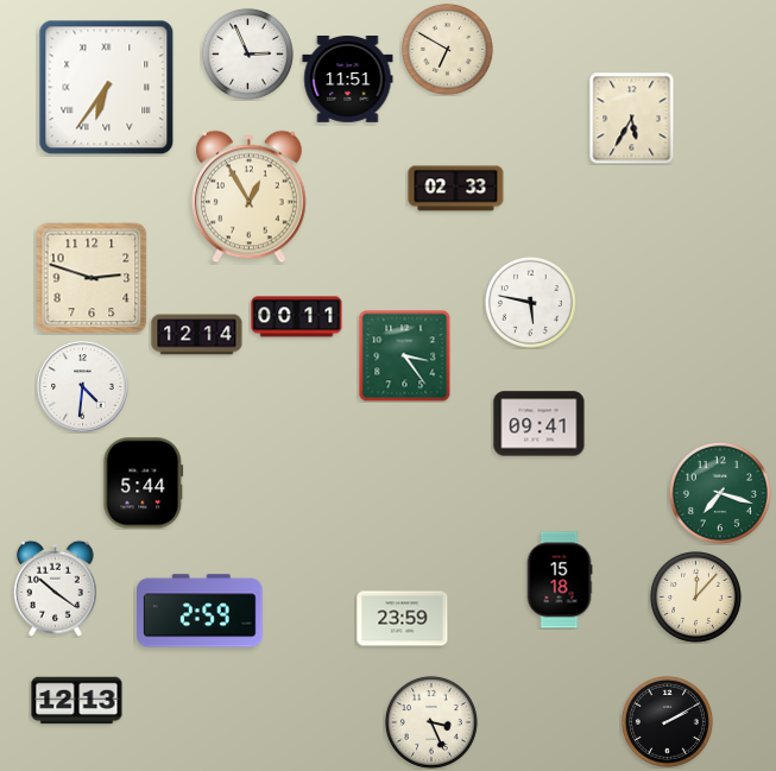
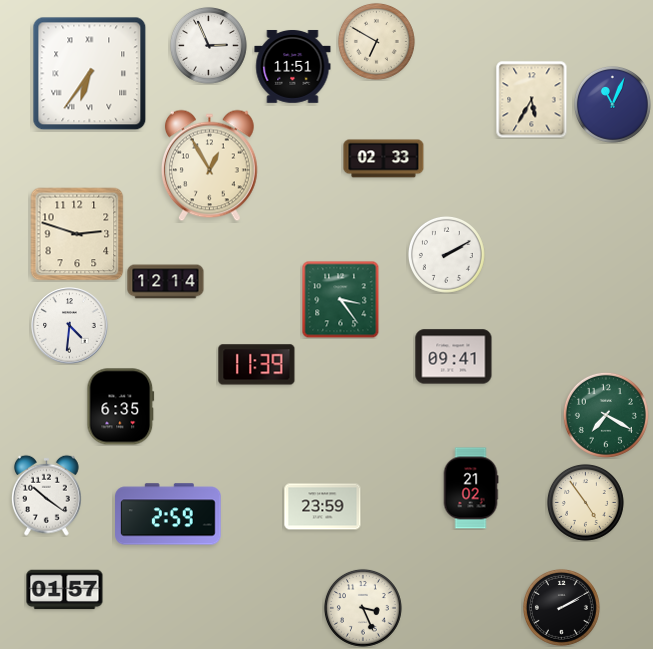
clock at (612, 104): none -> 11:04
clock at (530, 302): 5:47 -> 2:10
clock at (297, 317): 00:11 -> none
clock at (257, 365): none -> 11:39
clock at (144, 484): 5:44 -> 6:35
clock at (720, 493): 7:18 -> 7:20
clock at (560, 580): 15:18 -> 21:02
clock at (695, 596): 12:07 -> 4:54
clock at (403, 619) position: (403, 619) -> (323, 507)
clock at (77, 701): 12:13 -> 01:57
